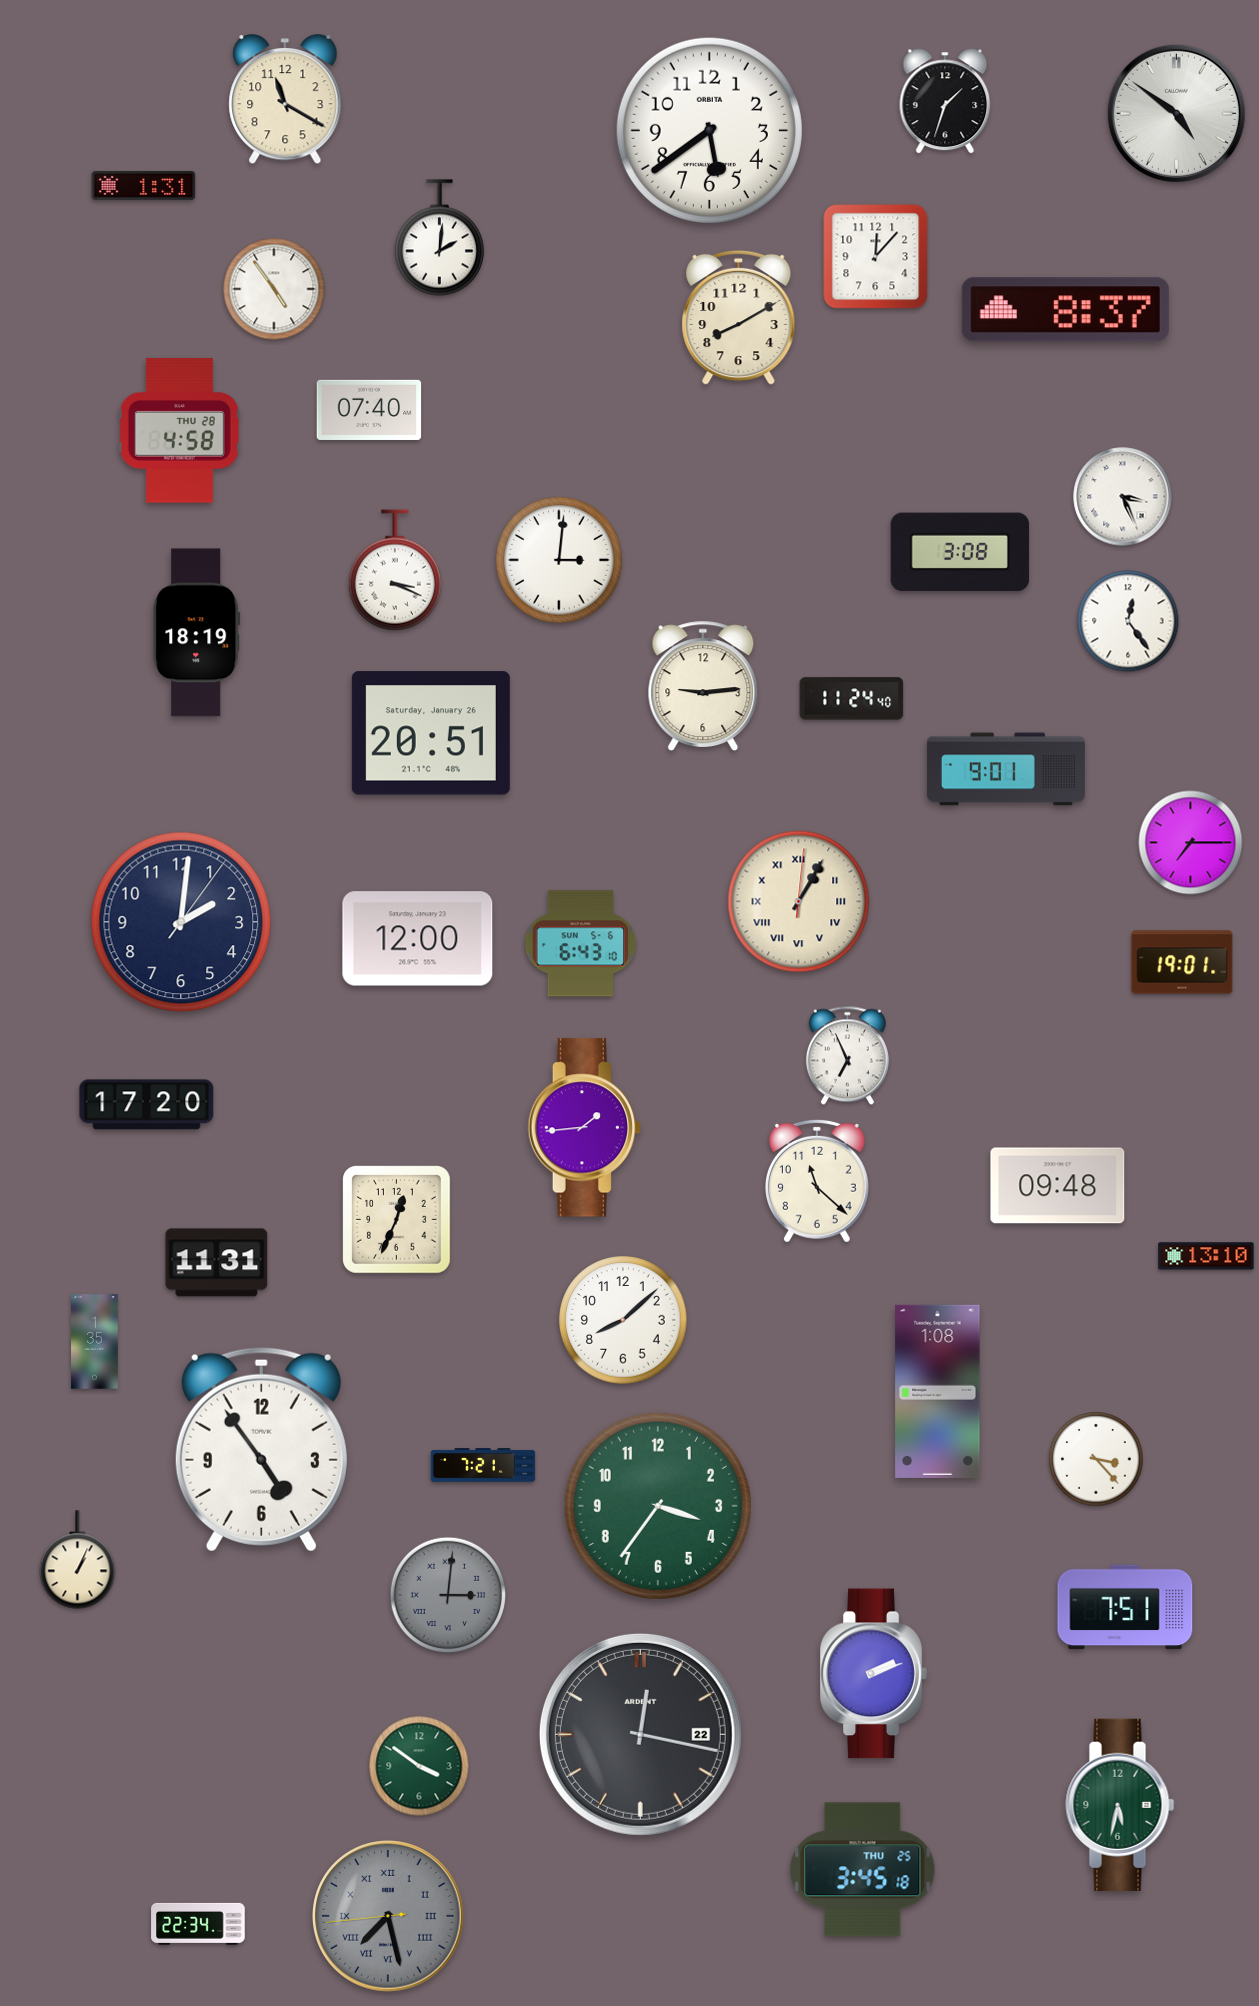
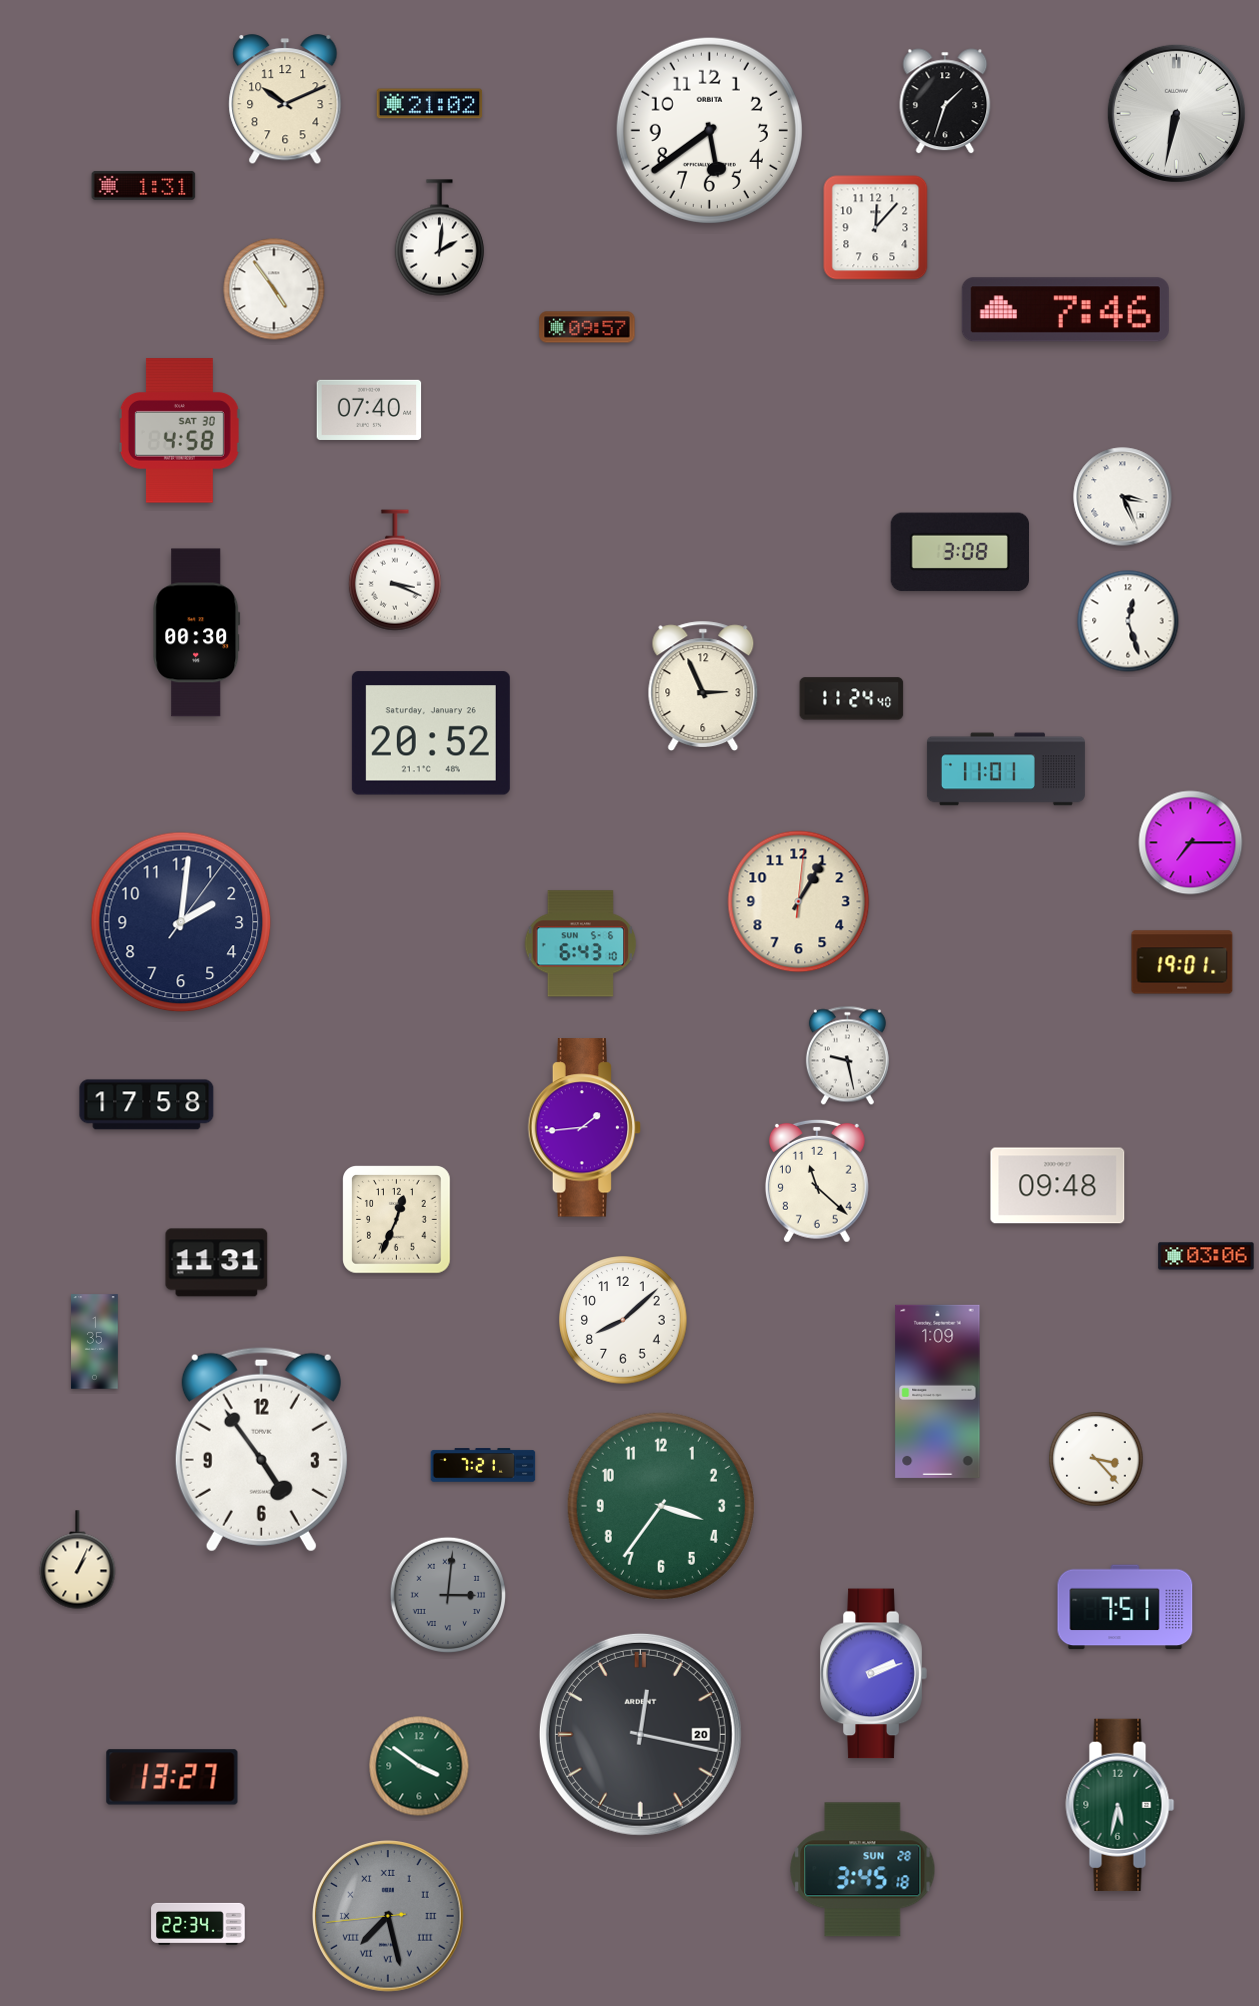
clock at (285, 100): 11:20 -> 10:11
clock at (430, 104): none -> 21:02
clock at (1176, 113): 4:51 -> 6:32
clock at (876, 257) position: (876, 257) -> (876, 228)
clock at (1065, 310): 8:37 -> 7:46
clock at (739, 318): 8:10 -> none
clock at (587, 327): none -> 09:57
clock at (179, 431) date: THU 28 -> SAT 30
clock at (559, 560): 3:01 -> none
clock at (1128, 621): 12:24 -> 12:27
clock at (197, 633): 18:19 -> 00:30
clock at (703, 686): 9:14 -> 2:56
clock at (431, 733): 20:51 -> 20:52
clock at (1006, 769): 9:01 -> 11:01
clock at (799, 902) numerals: Roman -> Arabic
clock at (418, 939): 12:00 -> none
clock at (847, 1056): 6:56 -> 9:28
clock at (147, 1105): 17:20 -> 17:58
clock at (1206, 1256): 13:10 -> 03:06
clock at (938, 1391): 1:08 -> 1:09
clock at (658, 1506) position: (658, 1506) -> (661, 1506)
clock at (640, 1734) date: 22 -> 20
clock at (172, 1777): none -> 13:27
clock at (863, 1870) date: THU 25 -> SUN 28
